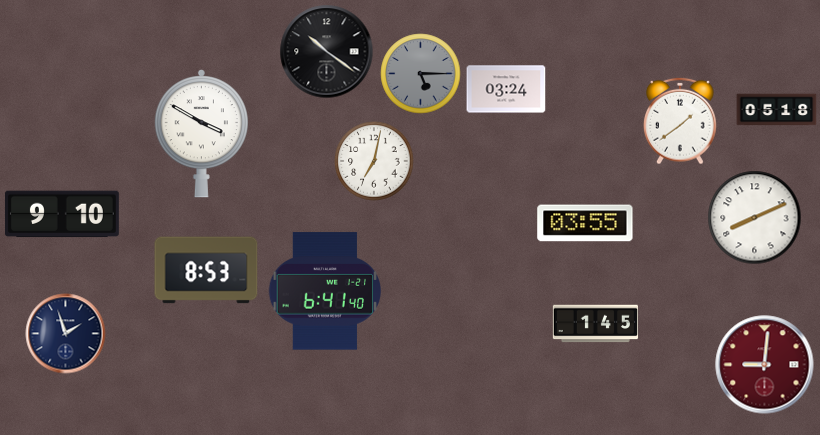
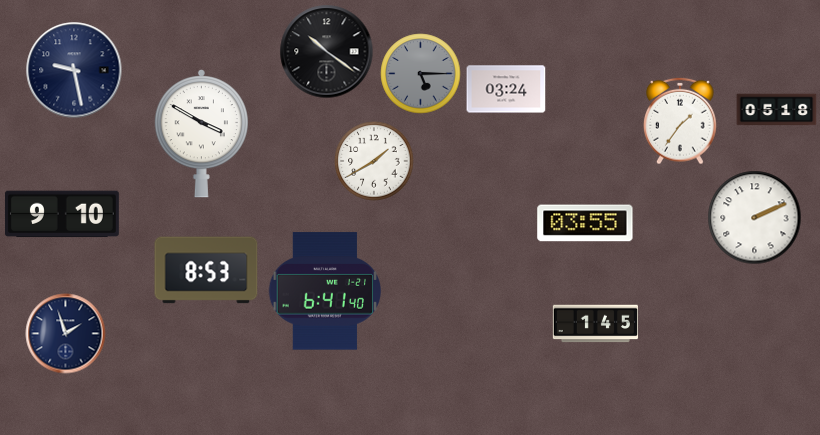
clock at (74, 70): none -> 9:28
clock at (680, 121): 1:39 -> 1:36
clock at (374, 161): 7:02 -> 1:40
clock at (755, 218): 8:11 -> 2:11
clock at (765, 365): 9:01 -> none
